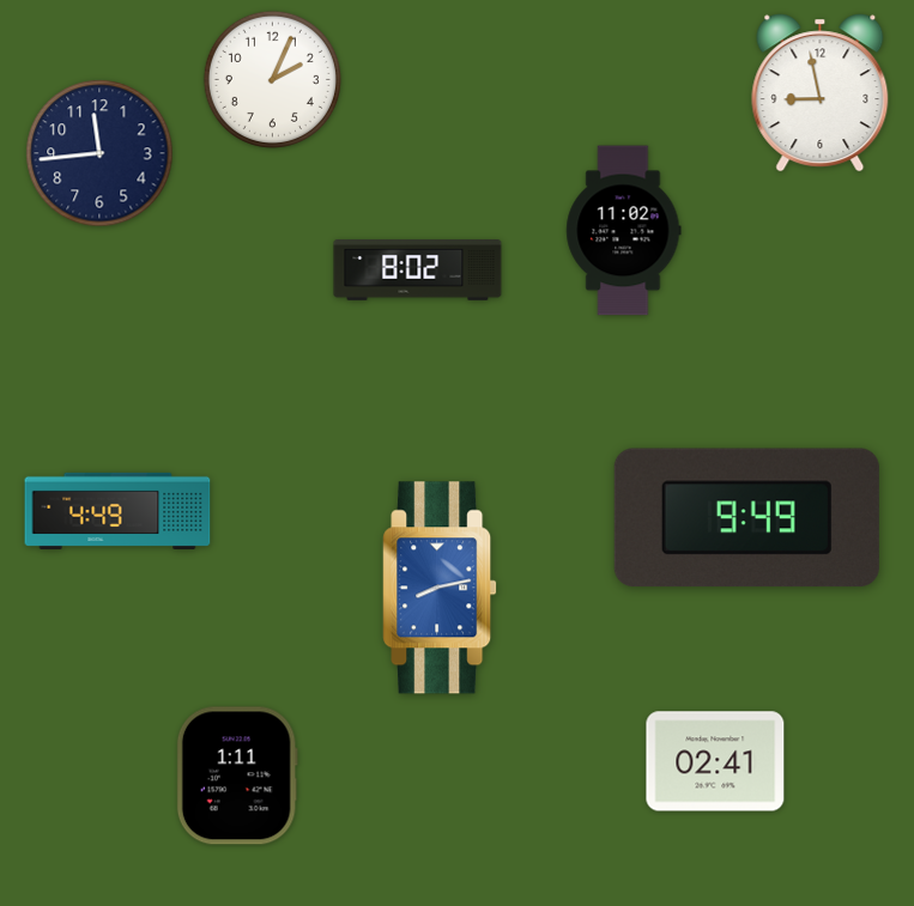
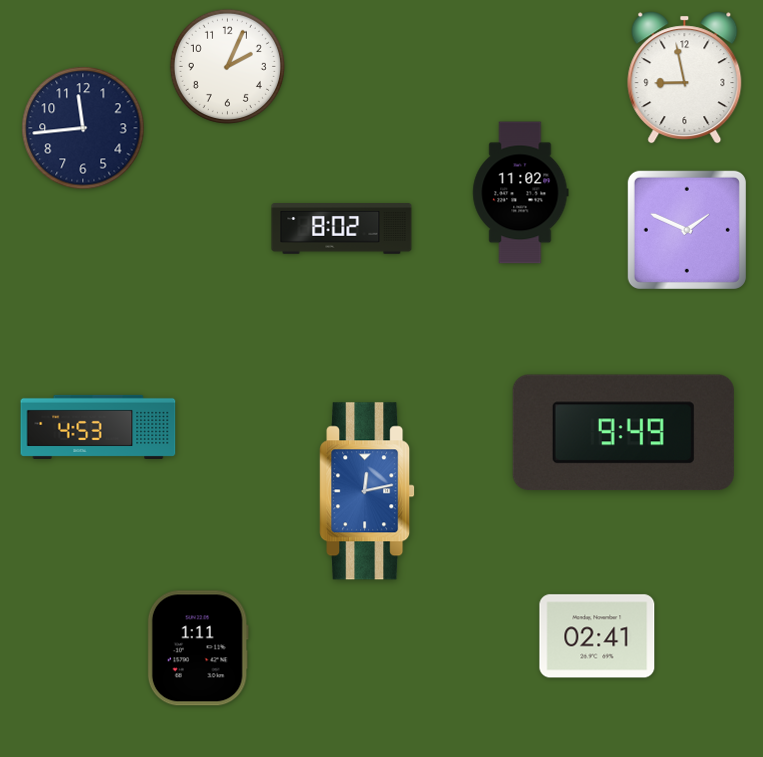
clock at (418, 270) position: (418, 270) -> (342, 229)
clock at (687, 230): none -> 1:49
clock at (117, 511): 4:49 -> 4:53
clock at (440, 588): 8:13 -> 12:13
